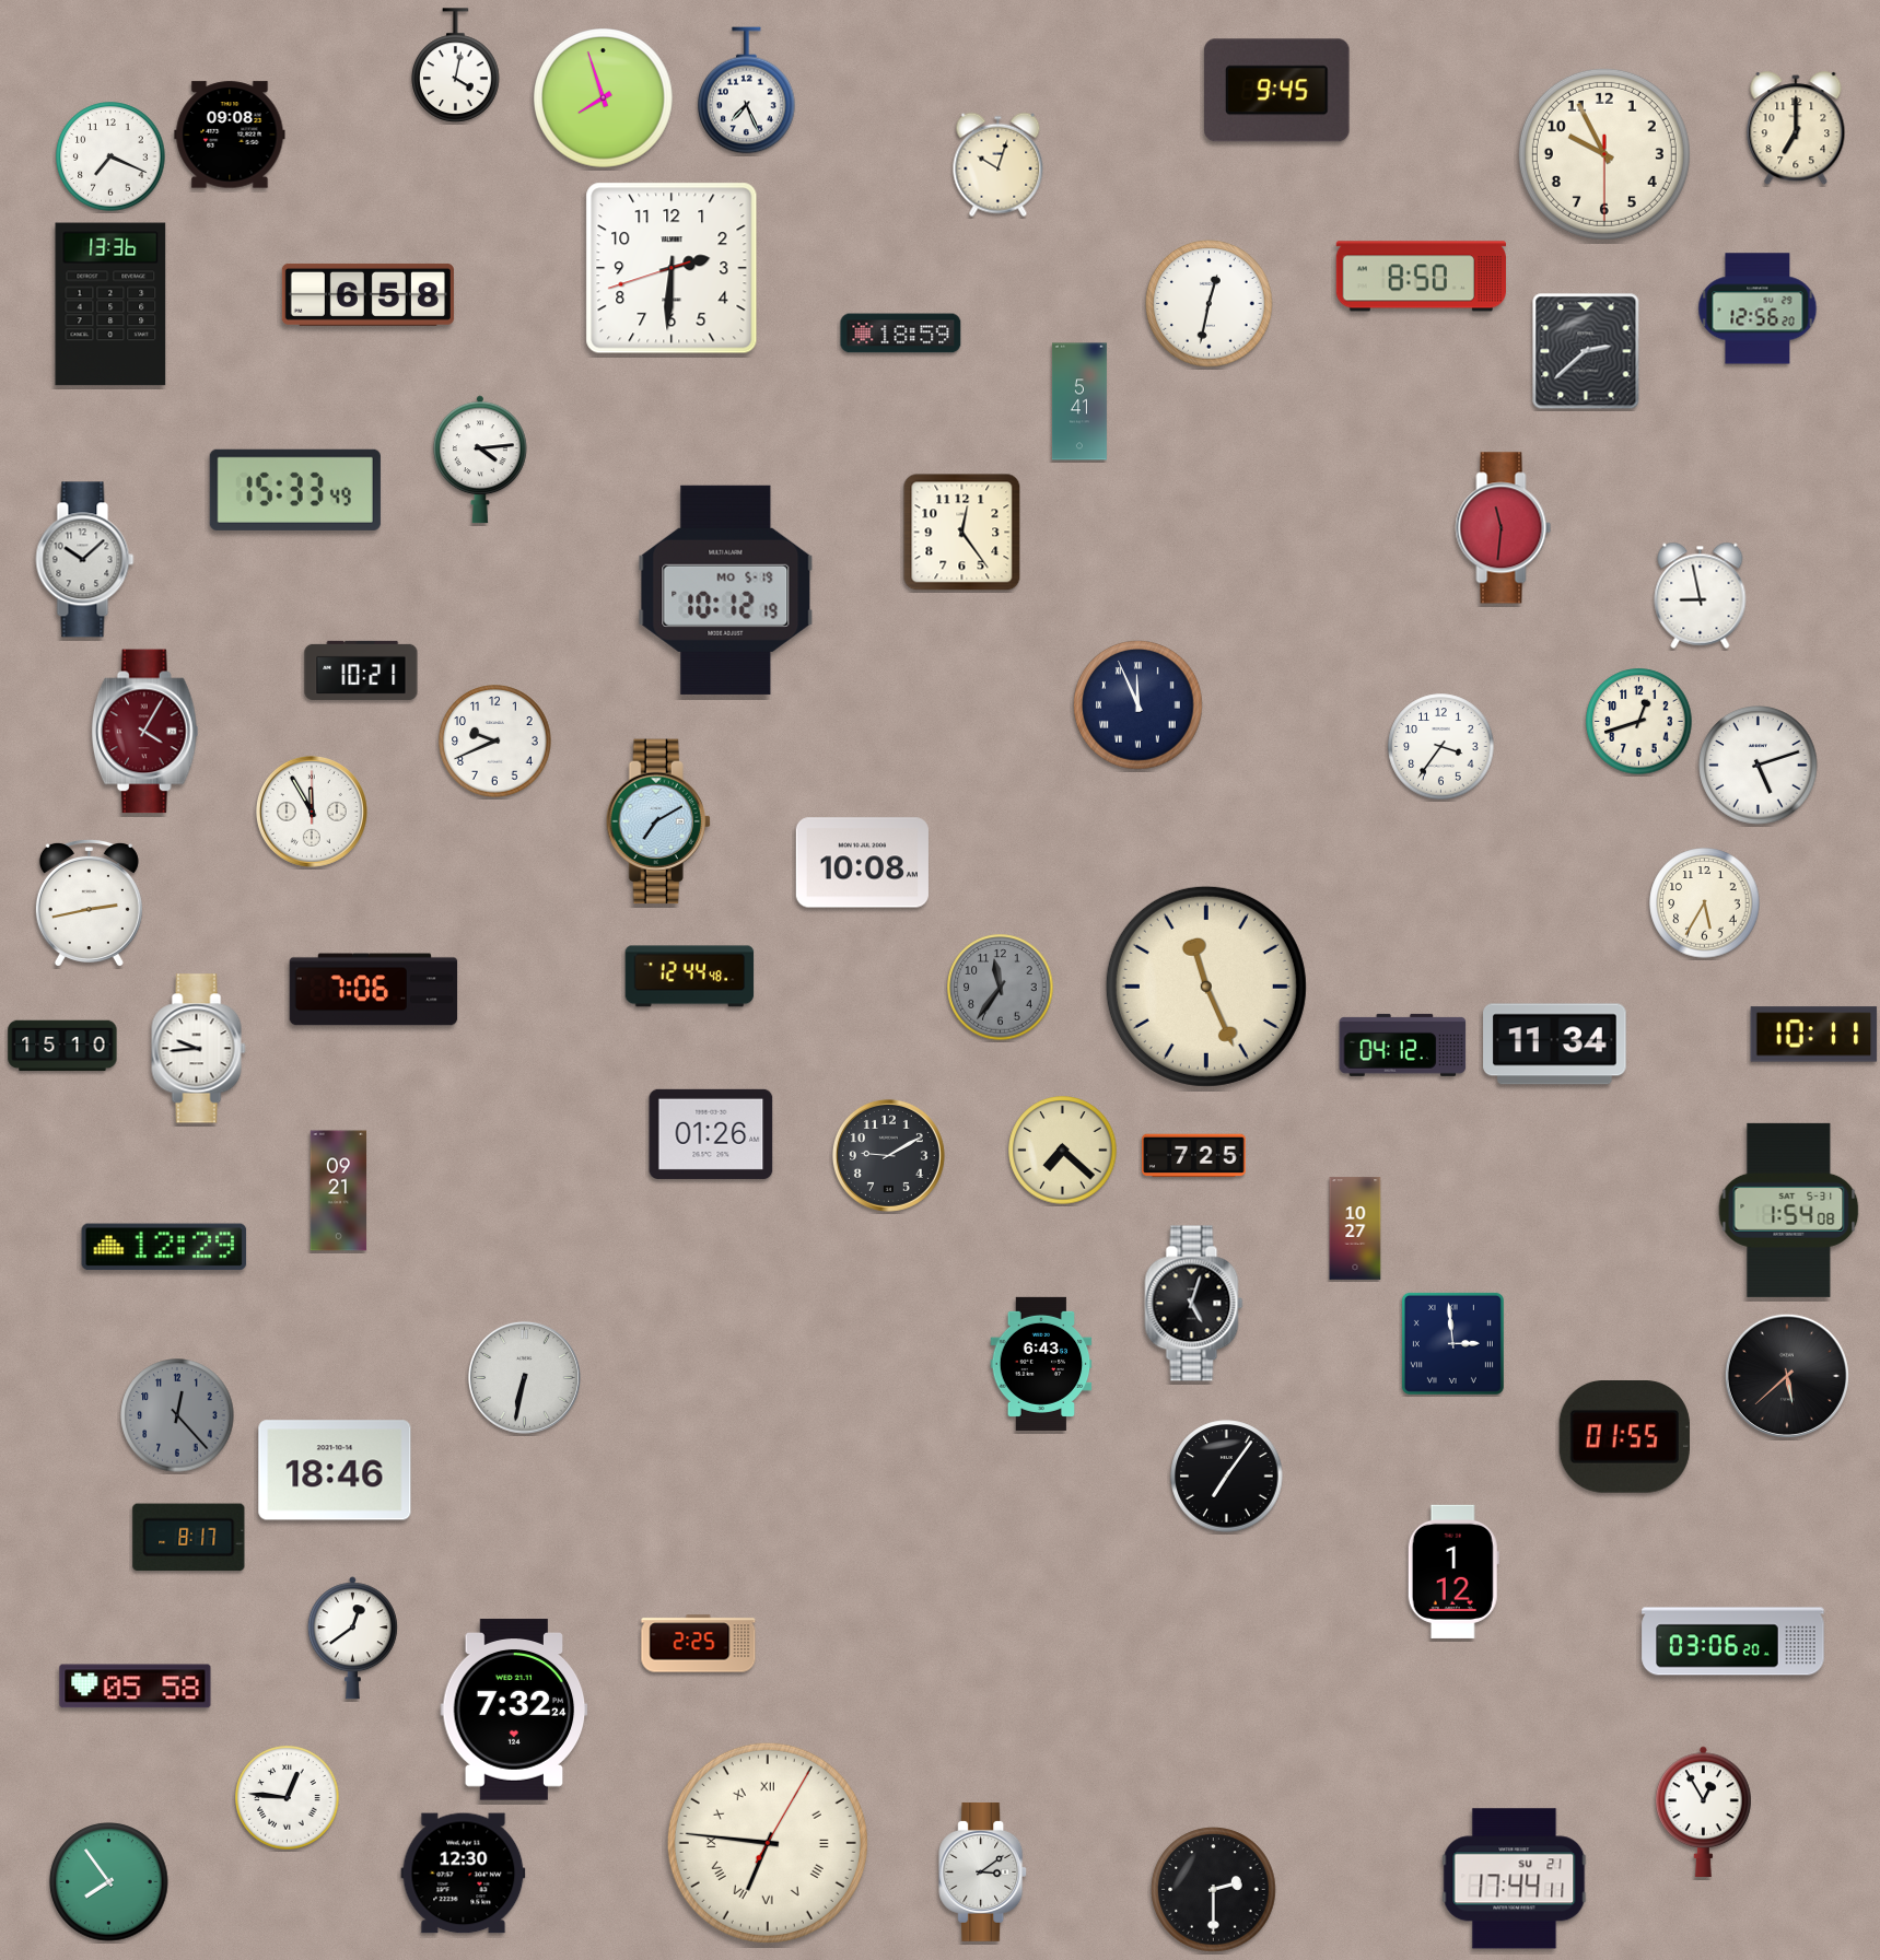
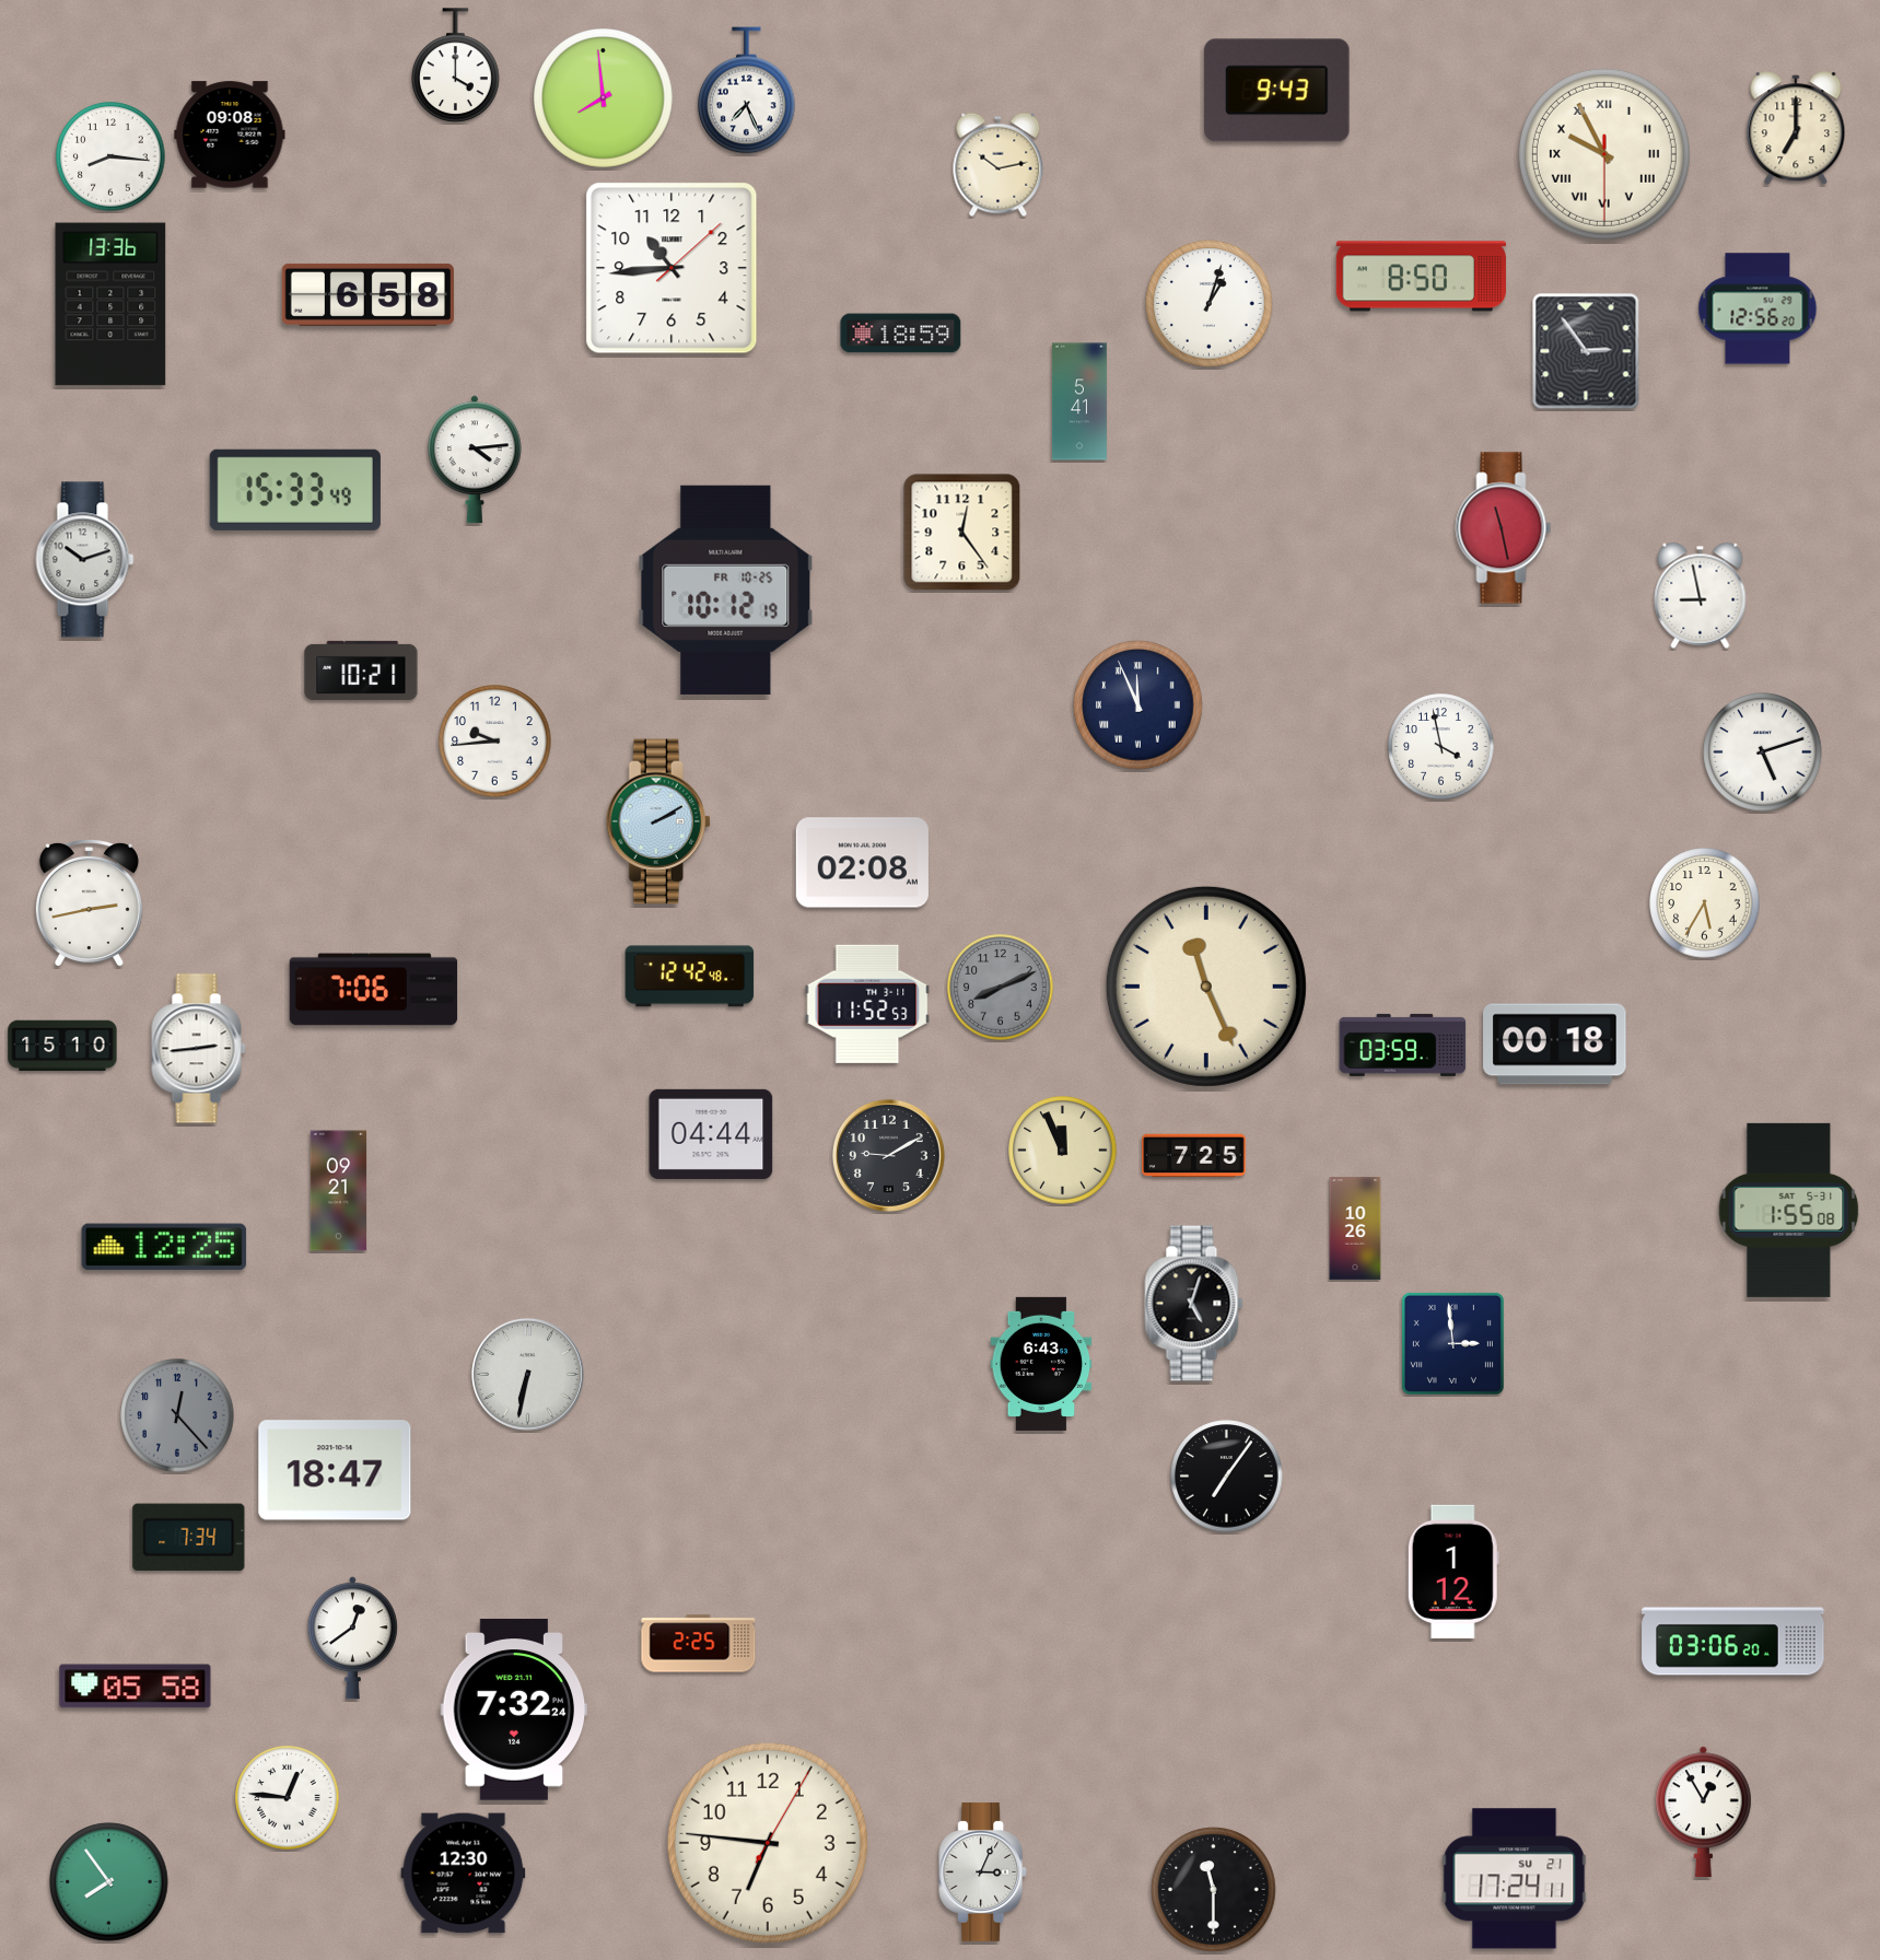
clock at (456, 66): 4:02 -> 4:00
clock at (1277, 91): 9:45 -> 9:43
clock at (604, 98): 7:57 -> 7:59
clock at (1604, 154) numerals: Arabic -> Roman
clock at (110, 156): 7:19 -> 8:16
clock at (999, 165): 10:03 -> 10:13
clock at (672, 268): 2:30 -> 10:44
clock at (1210, 304): 12:32 -> 1:03
clock at (1586, 351): 2:38 -> 2:54
clock at (480, 459) position: (480, 459) -> (475, 459)
clock at (1504, 528): 11:31 -> 11:28
clock at (85, 560): 10:08 -> 10:12
clock at (726, 590) date: MO 5-19 -> FR 10-25
clock at (1639, 722): 12:42 -> none
clock at (144, 732): 4:05 -> none
clock at (495, 742): 9:41 -> 9:44
clock at (1441, 747): 3:36 -> 3:58
clock at (1759, 766) position: (1759, 766) -> (1763, 752)
clock at (312, 812): 11:55 -> none
clock at (658, 821): 7:10 -> 2:10
clock at (862, 863): 10:08 -> 02:08
clock at (690, 977): 12:44 -> 12:42
clock at (1001, 988): 11:36 -> 8:11
clock at (867, 1004): none -> 11:52
clock at (1814, 1035): 10:11 -> none
clock at (1403, 1045): 04:12 -> 03:59
clock at (1555, 1045): 11:34 -> 00:18
clock at (199, 1049): 9:44 -> 2:44
clock at (711, 1134): 01:26 -> 04:44
clock at (1063, 1151): 7:22 -> 11:56
clock at (1789, 1210): 1:54 -> 1:55
clock at (1355, 1228): 10:27 -> 10:26
clock at (164, 1247): 12:29 -> 12:25
clock at (1787, 1376): 5:38 -> none
clock at (524, 1377) position: (524, 1377) -> (527, 1374)
clock at (1624, 1437): 01:55 -> none
clock at (335, 1470): 18:46 -> 18:47
clock at (189, 1538): 8:17 -> 7:34
clock at (768, 1843) numerals: Roman -> Arabic
clock at (983, 1871): 3:09 -> 3:04
clock at (1515, 1879): 17:44 -> 17:24
clock at (1214, 1890): 2:30 -> 11:30
